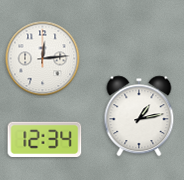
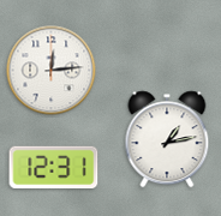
clock at (45, 139): 12:34 -> 12:31
